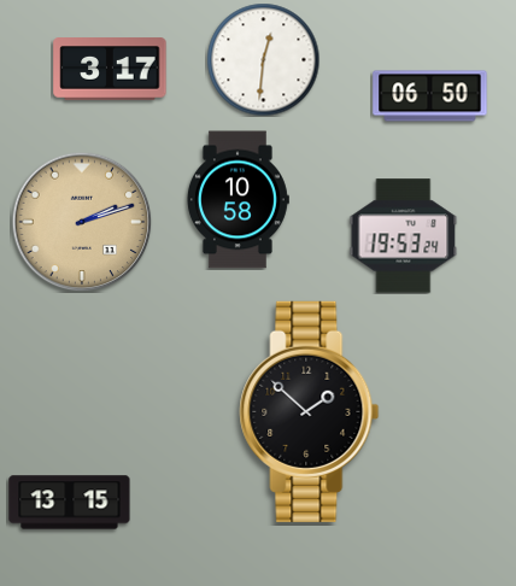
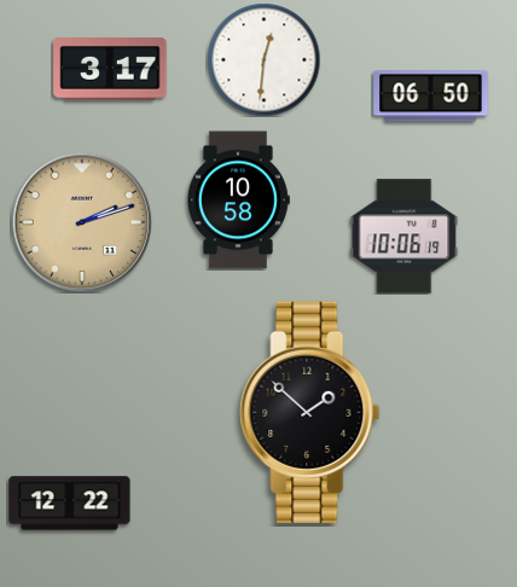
clock at (404, 236): 19:53 -> 10:06
clock at (70, 503): 13:15 -> 12:22
